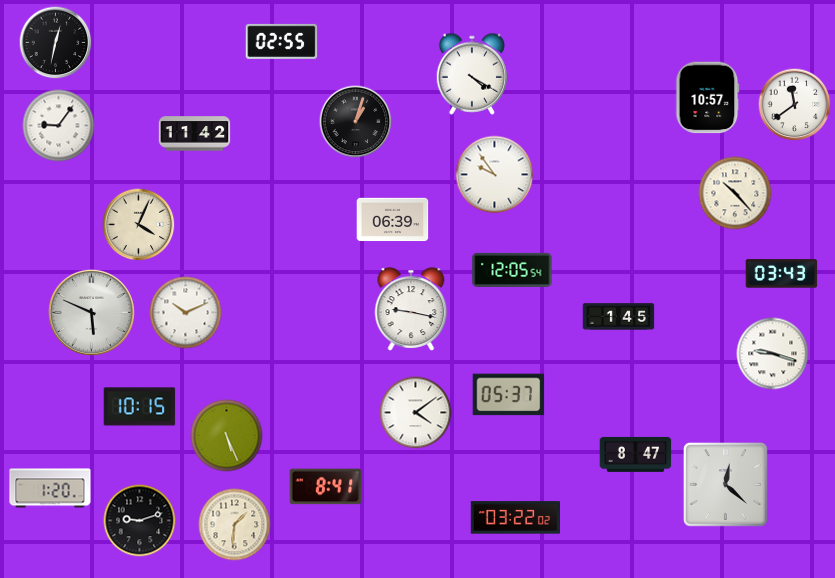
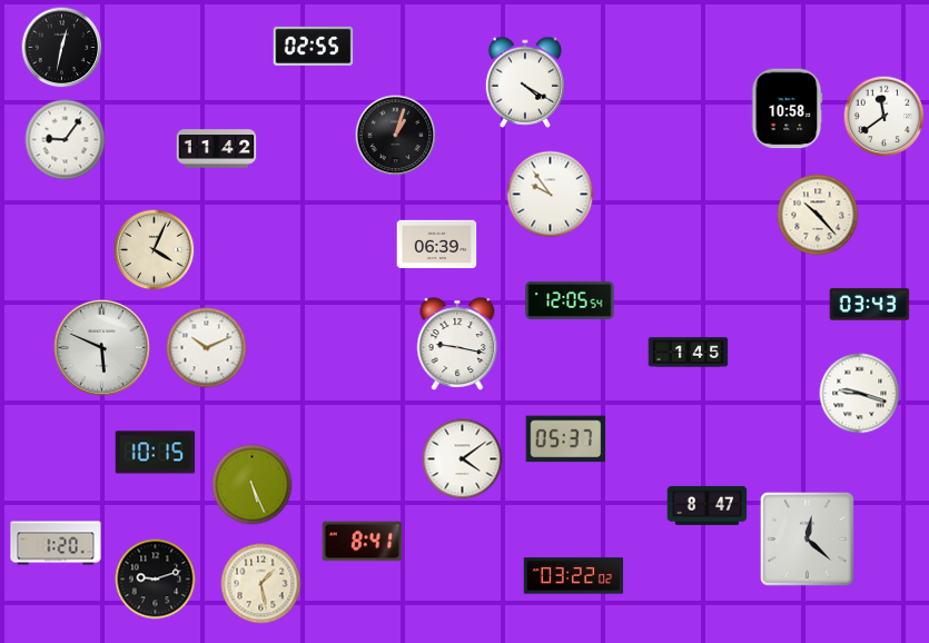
clock at (708, 98): 10:57 -> 10:58
clock at (235, 525): 1:31 -> 1:28
